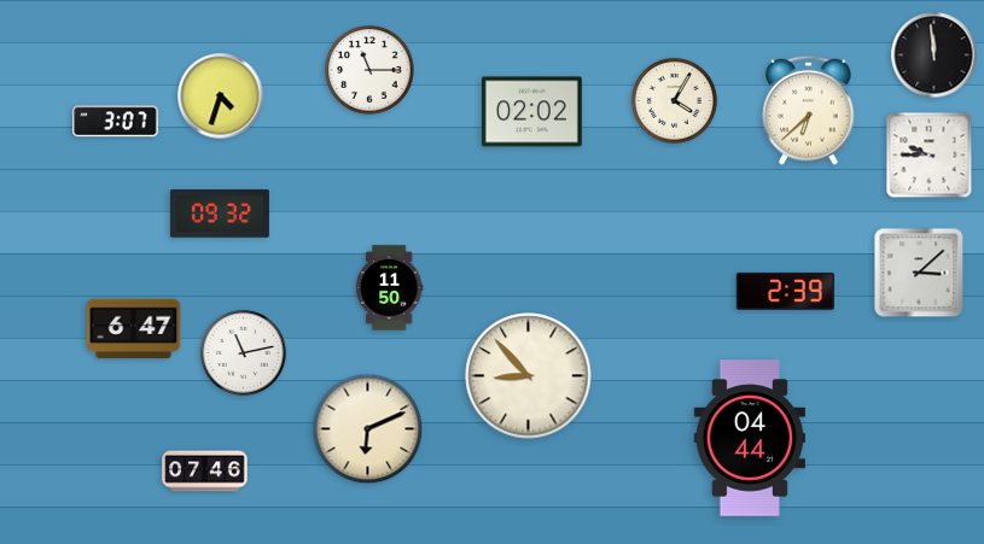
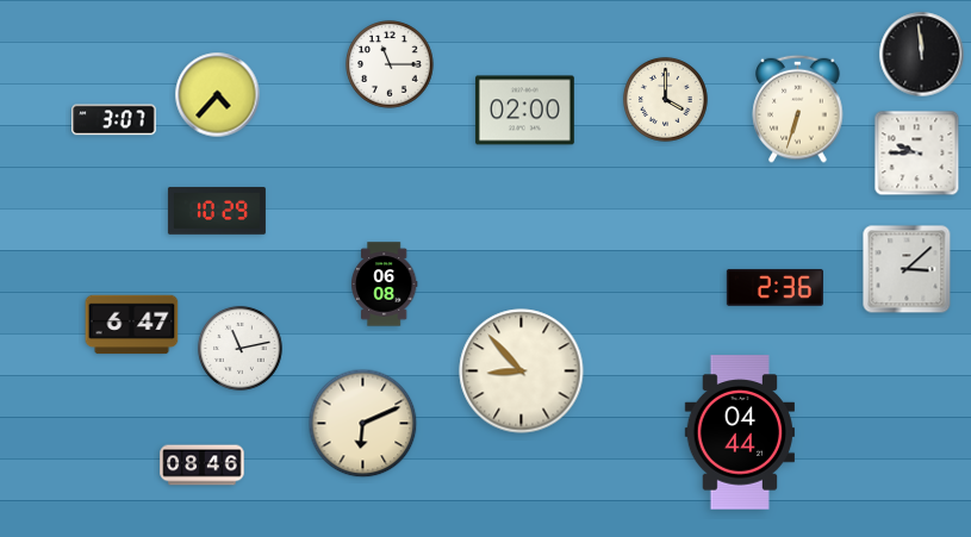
clock at (369, 70) position: (369, 70) -> (390, 64)
clock at (221, 96): 4:33 -> 4:37
clock at (674, 100): 4:05 -> 4:00
clock at (809, 110): 6:38 -> 6:33
clock at (531, 112): 02:02 -> 02:00
clock at (220, 213): 09:32 -> 10:29
clock at (389, 288): 11:50 -> 06:08
clock at (785, 291): 2:39 -> 2:36
clock at (205, 472): 07:46 -> 08:46
